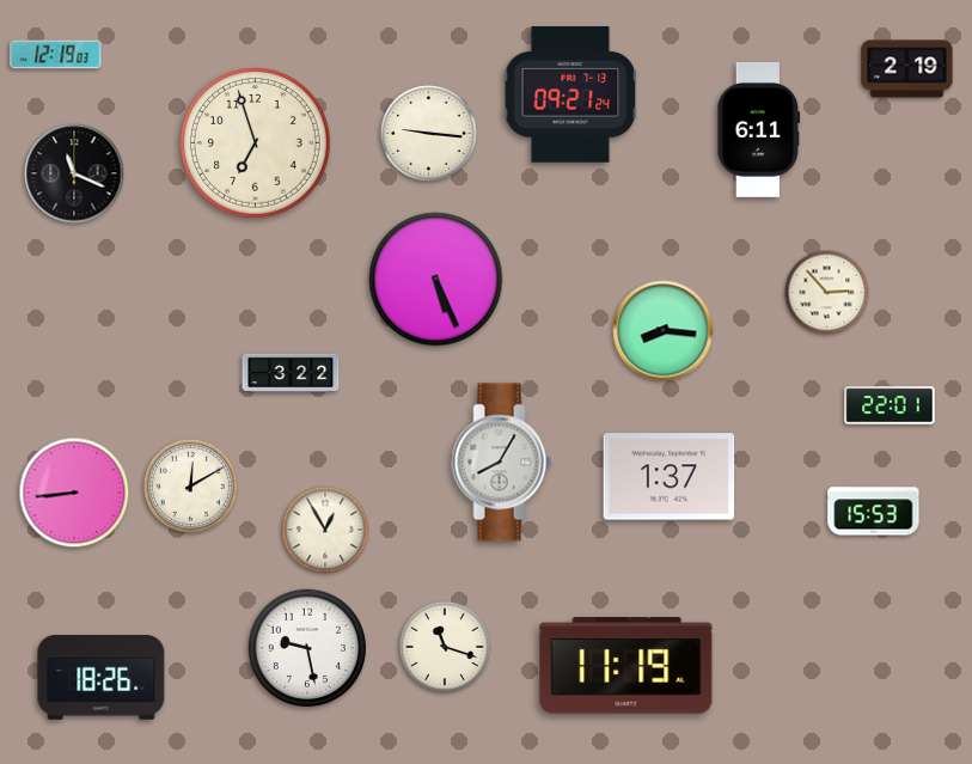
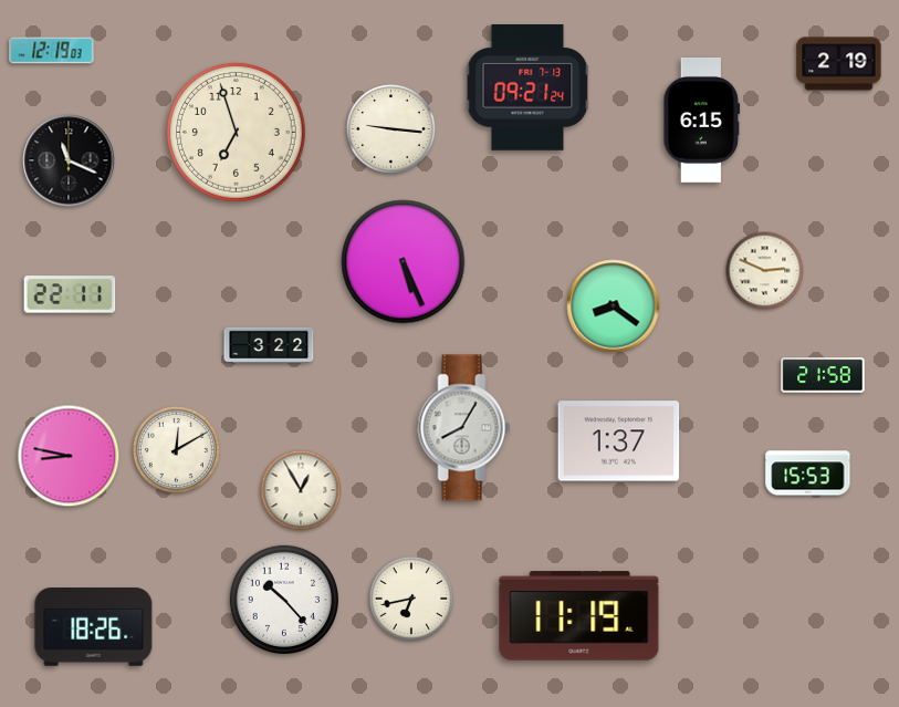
clock at (759, 129): 6:11 -> 6:15
clock at (429, 134) position: (429, 134) -> (391, 129)
clock at (436, 280) position: (436, 280) -> (404, 262)
clock at (827, 293): 2:53 -> 2:49
clock at (70, 294): none -> 22:11
clock at (664, 331): 8:16 -> 8:21
clock at (890, 405): 22:01 -> 21:58
clock at (74, 493): 8:44 -> 8:47
clock at (306, 647): 9:28 -> 10:23
clock at (445, 647): 11:18 -> 6:43
